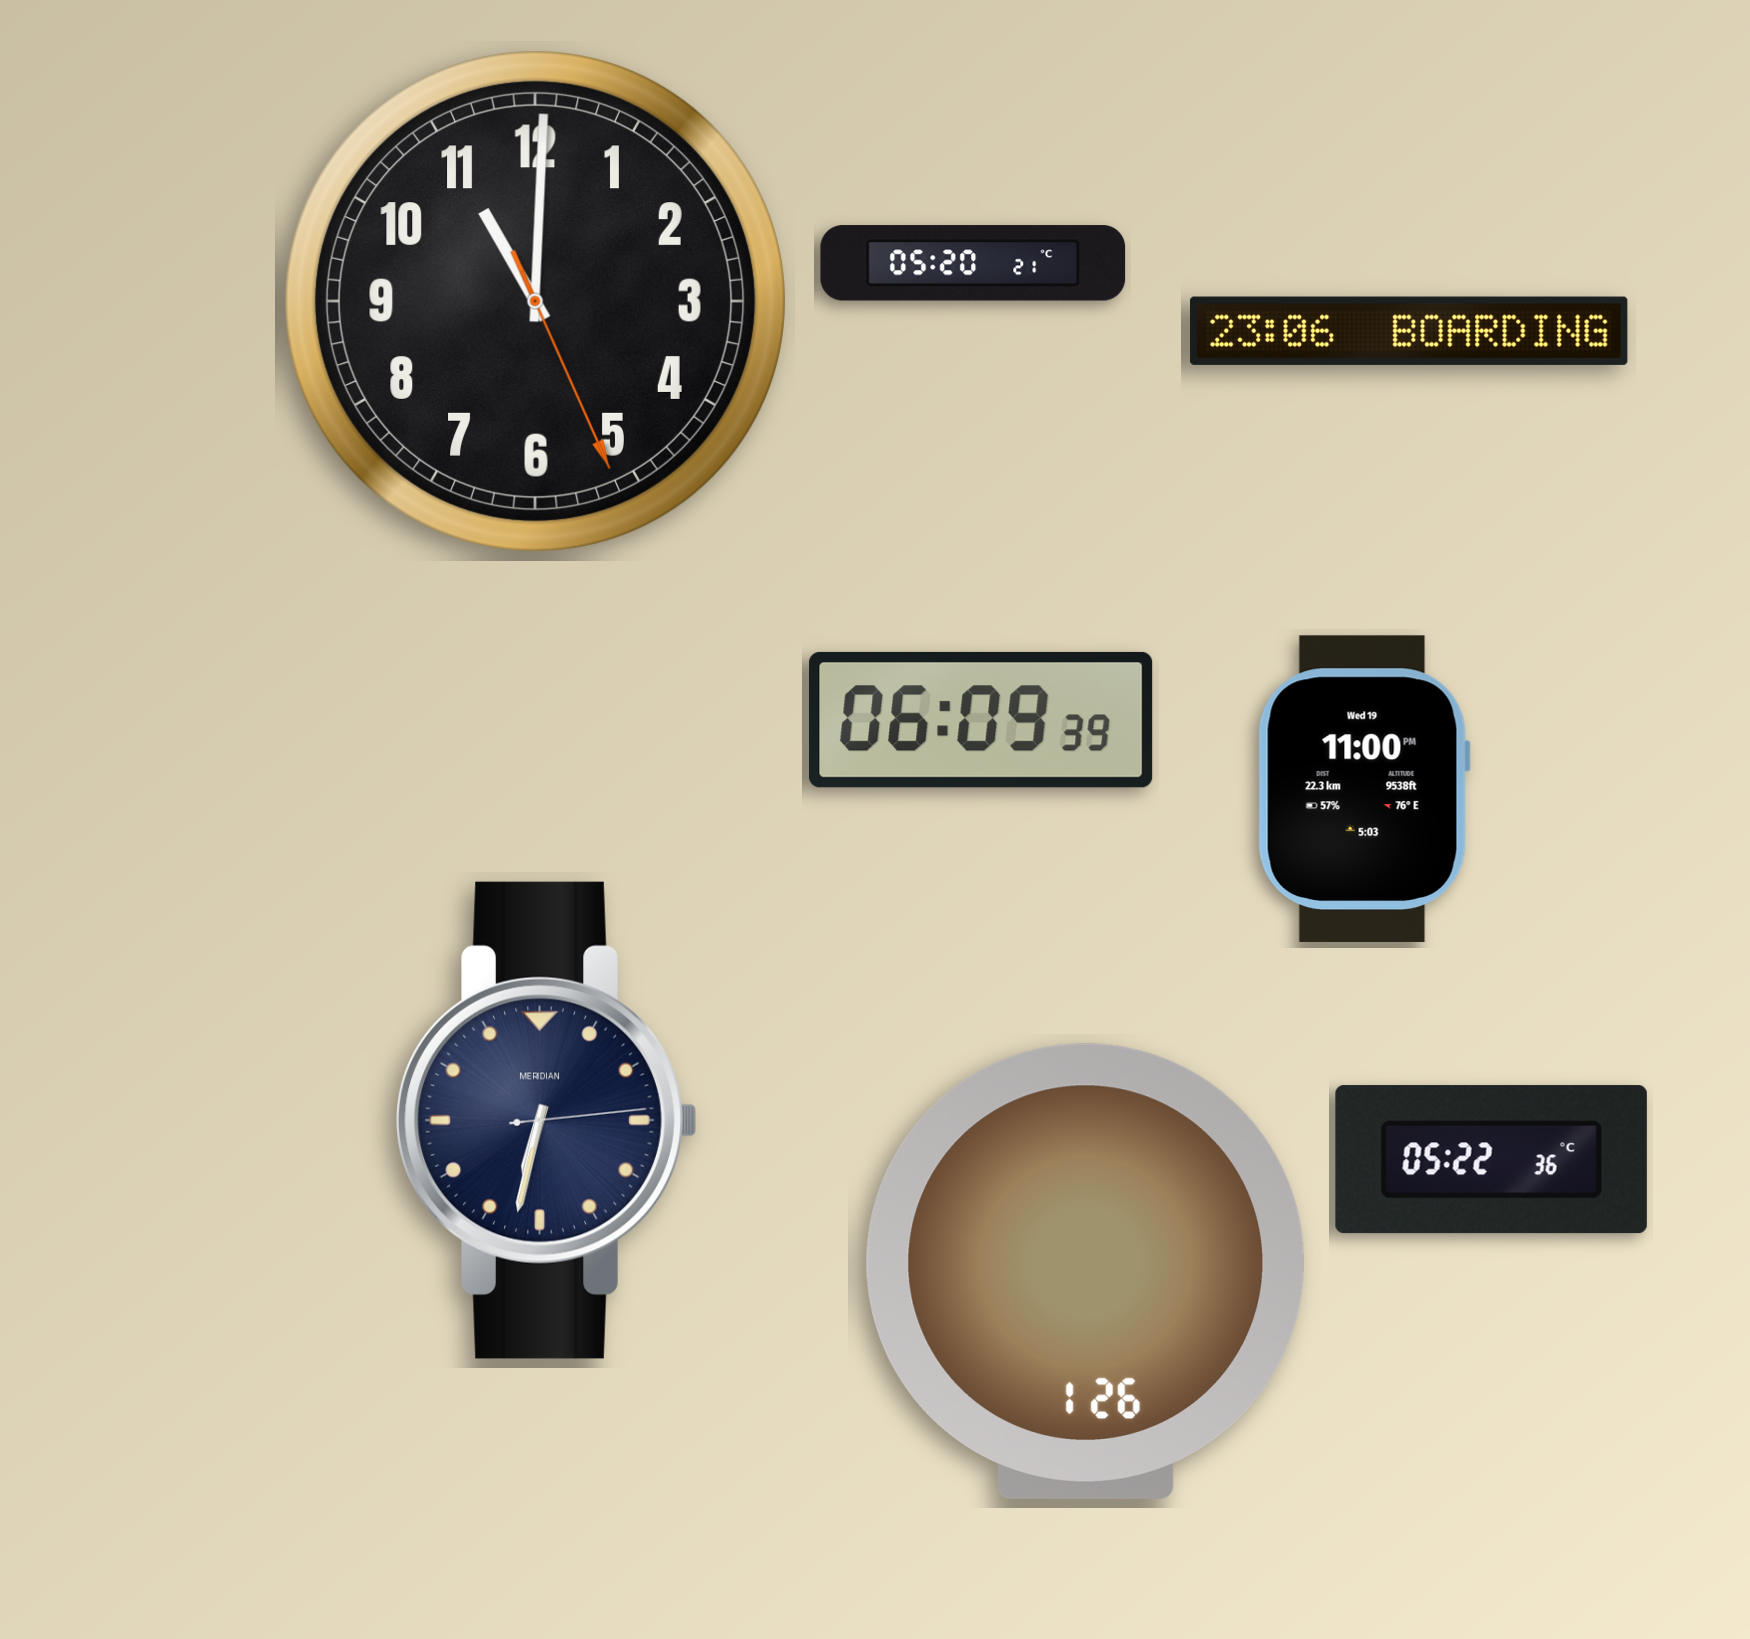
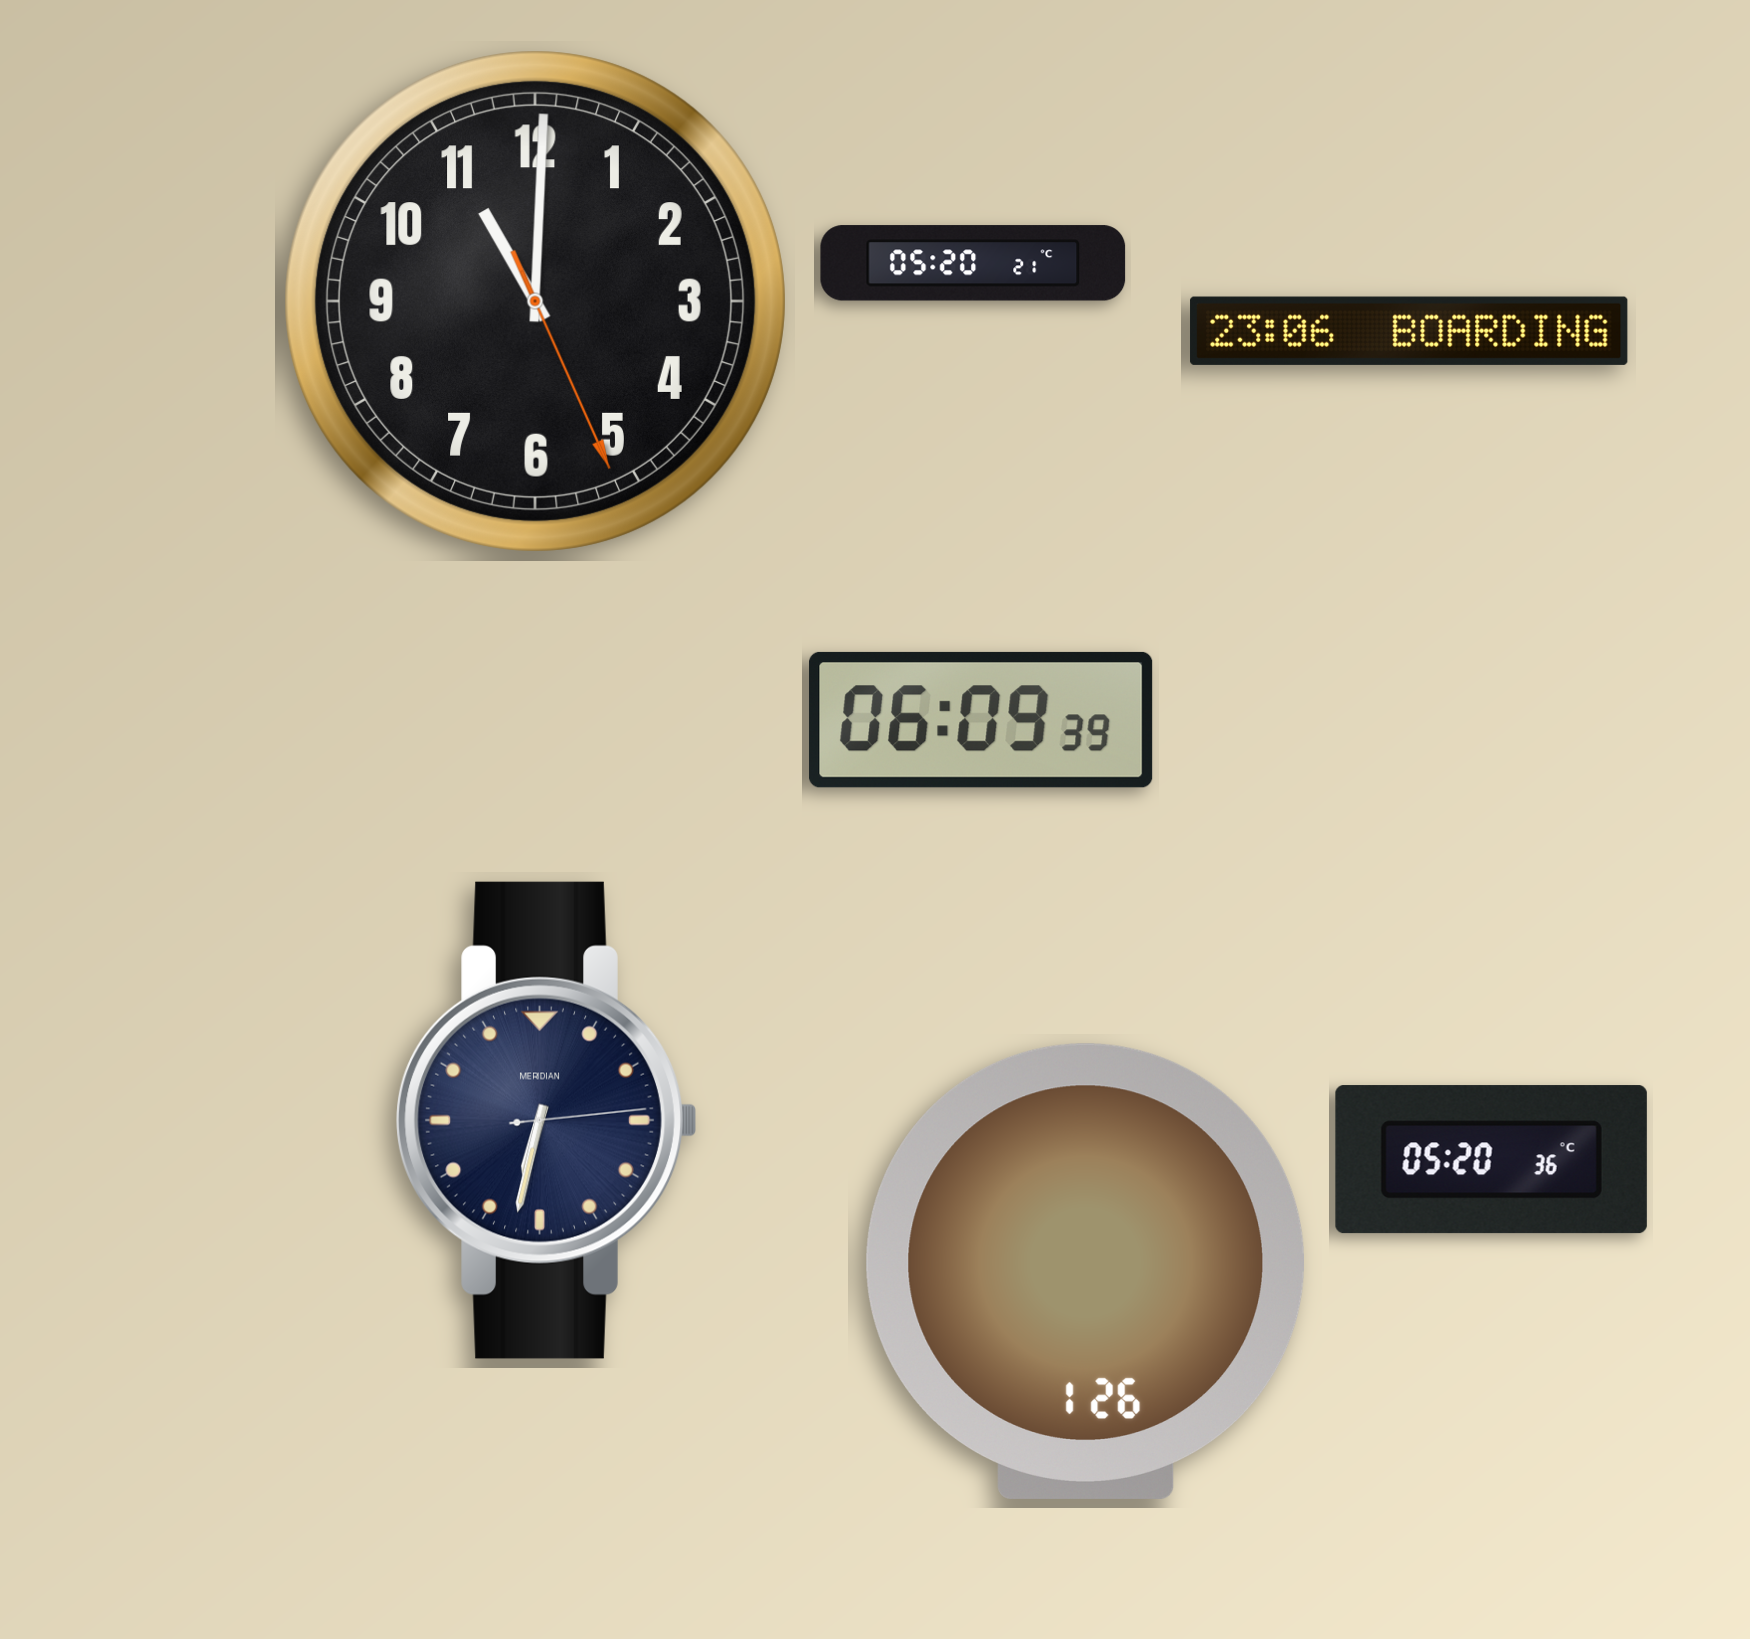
clock at (1364, 789): 11:00 -> none
clock at (1491, 1160): 05:22 -> 05:20
